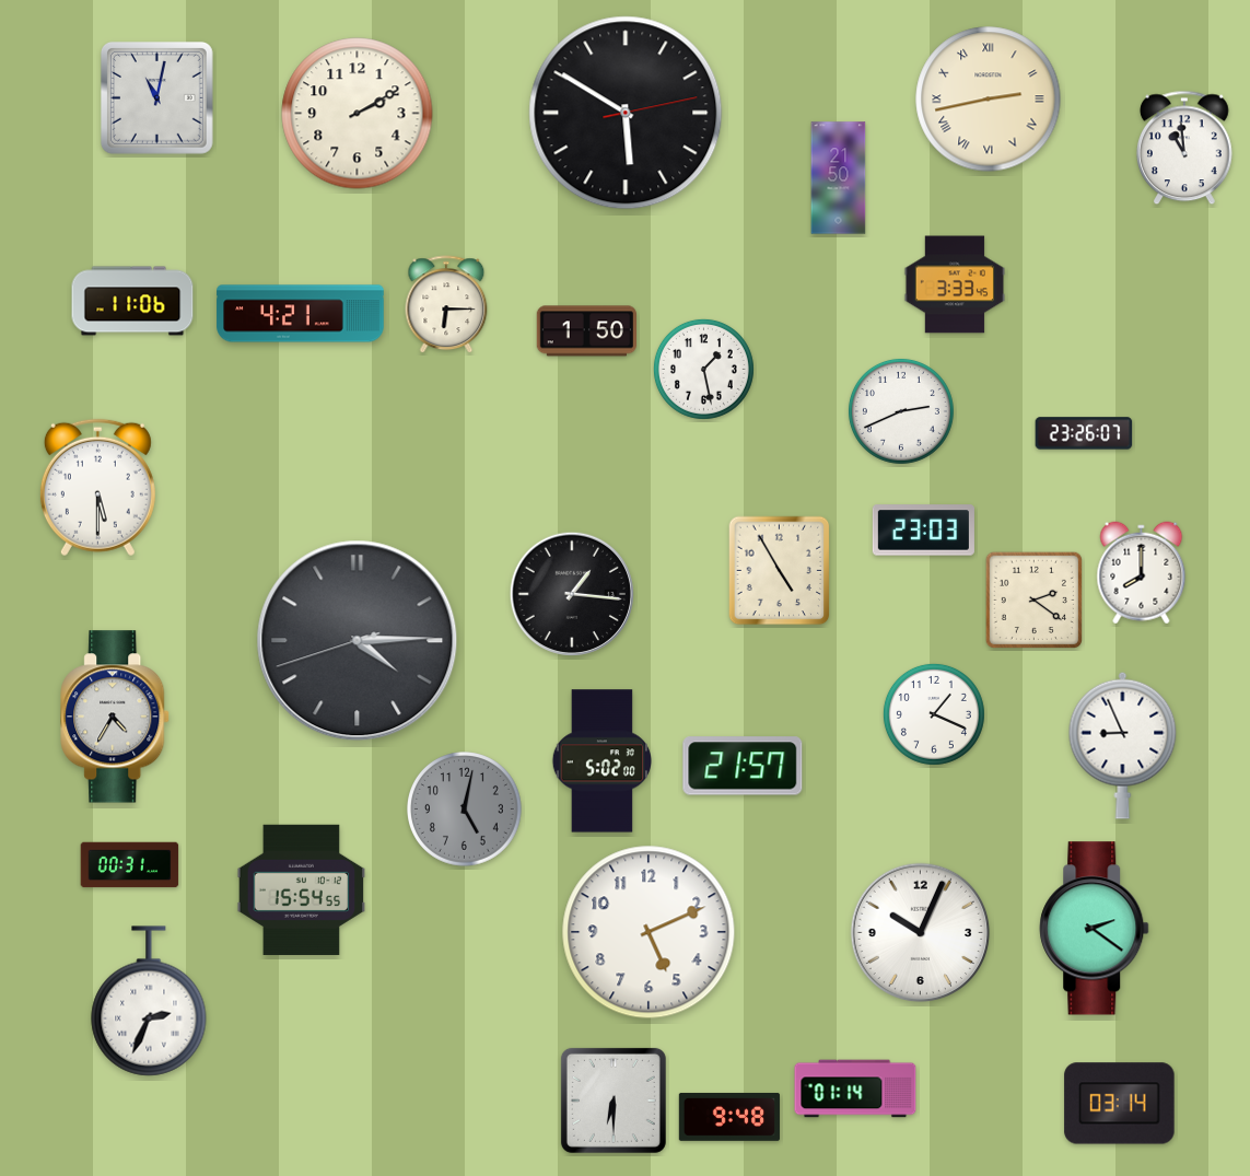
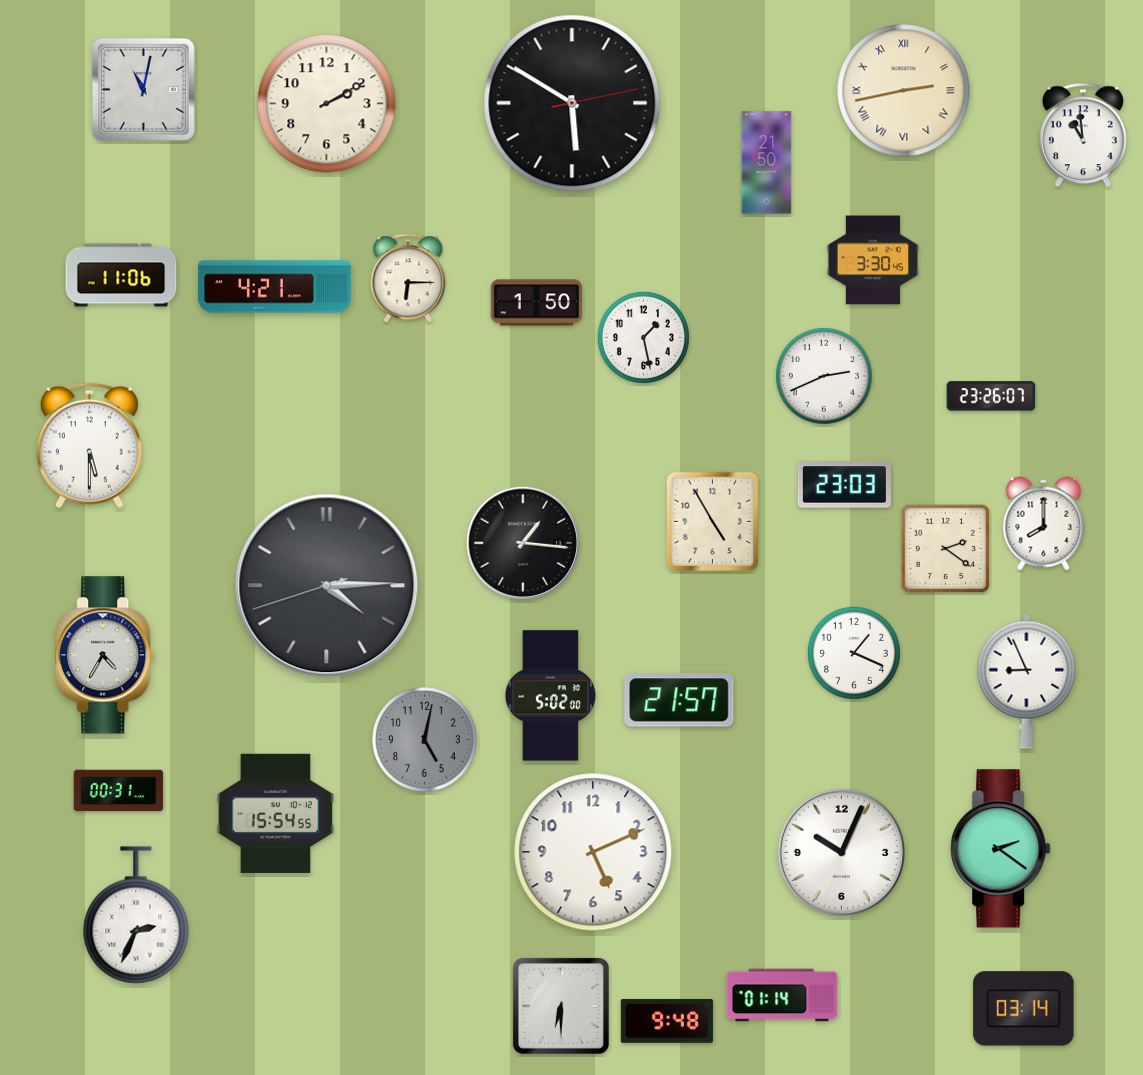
clock at (954, 284): 3:33 -> 3:30
